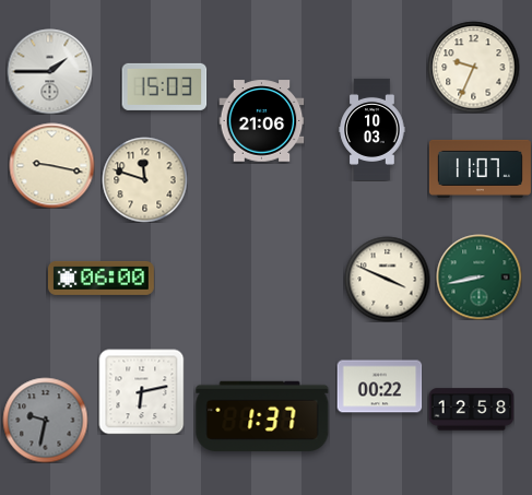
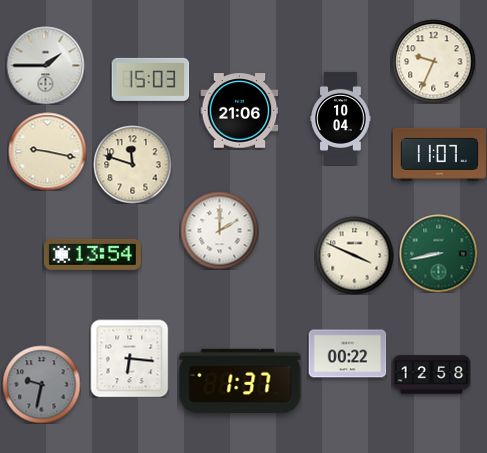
clock at (373, 129): 10:03 -> 10:04
clock at (219, 230): none -> 2:00
clock at (101, 278): 06:00 -> 13:54
clock at (141, 391): 6:13 -> 6:16
